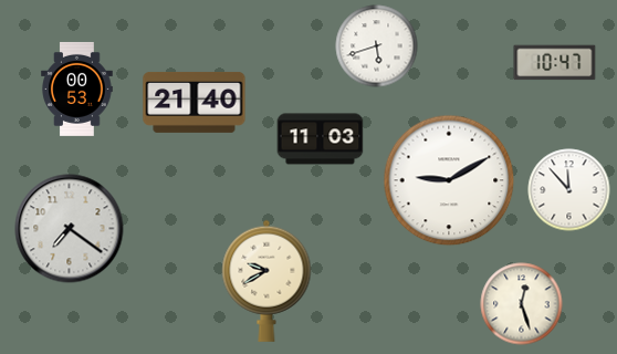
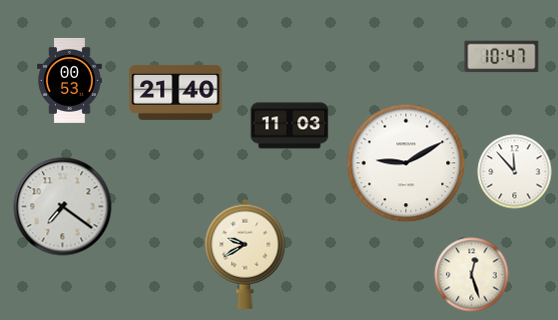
clock at (377, 46): 5:42 -> none
clock at (266, 281) position: (266, 281) -> (245, 254)
